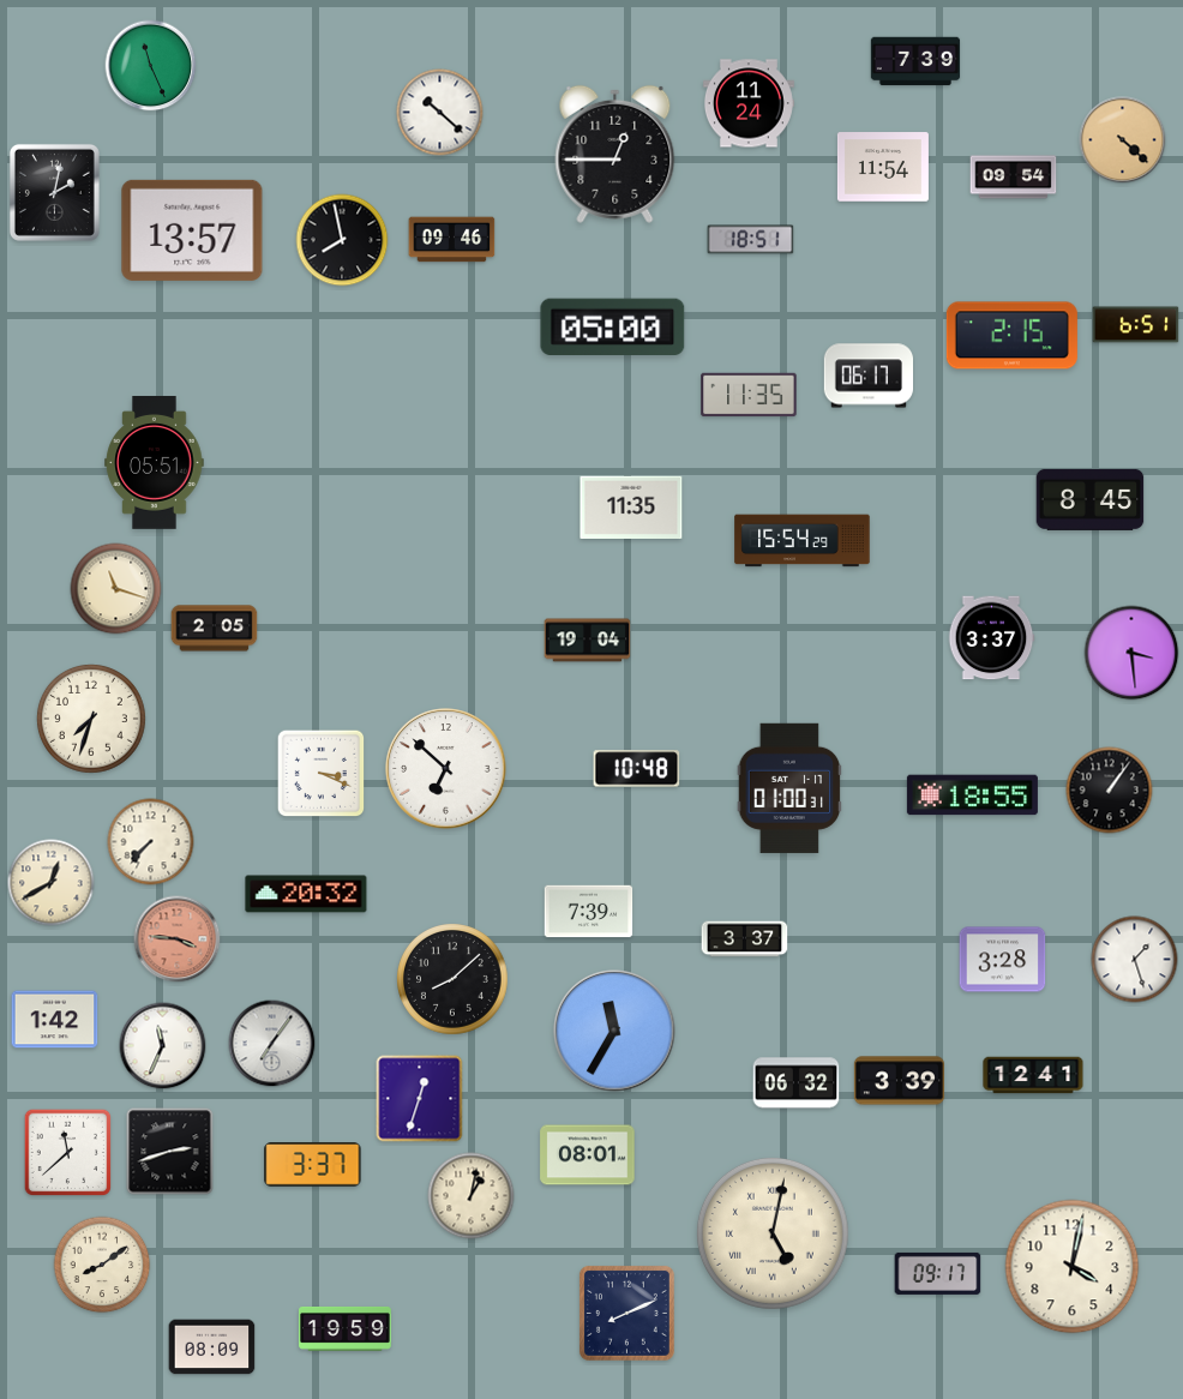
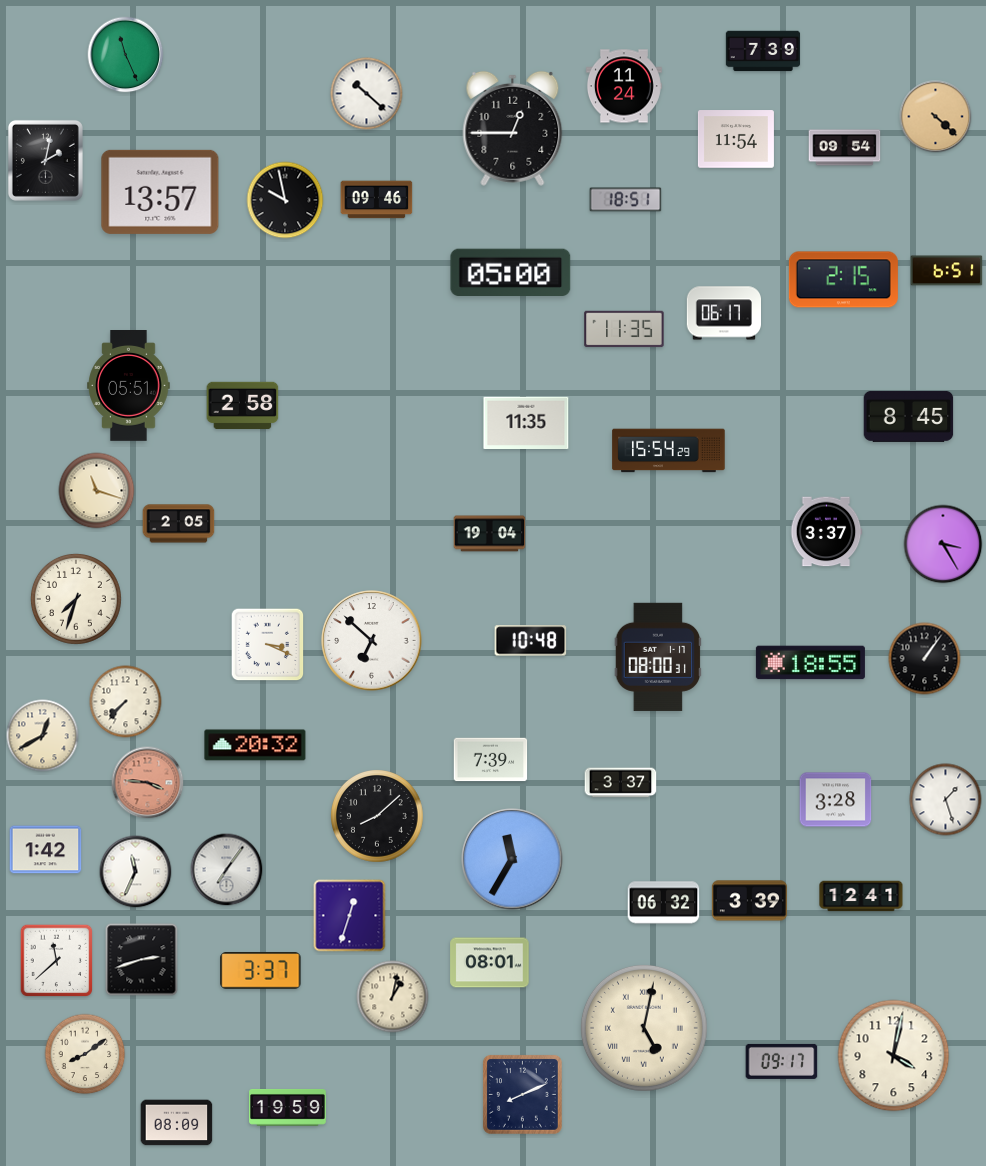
clock at (342, 240): 7:58 -> 9:58
clock at (243, 405): none -> 2:58
clock at (1131, 653): 3:29 -> 3:25
clock at (789, 788): 01:00 -> 08:00
